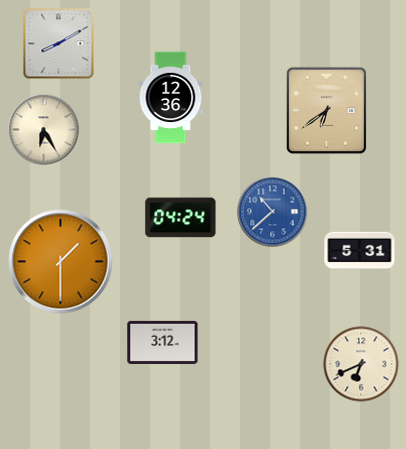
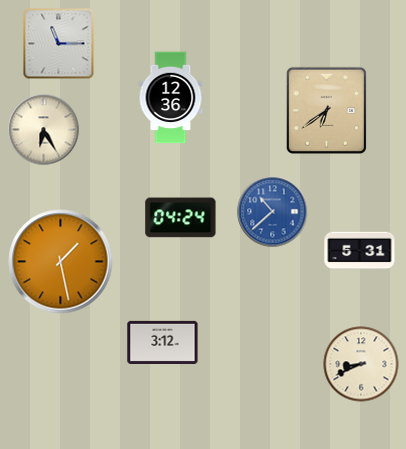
clock at (59, 44): 8:10 -> 11:15
clock at (61, 262): 1:30 -> 1:28
clock at (361, 364): 6:41 -> 8:41
